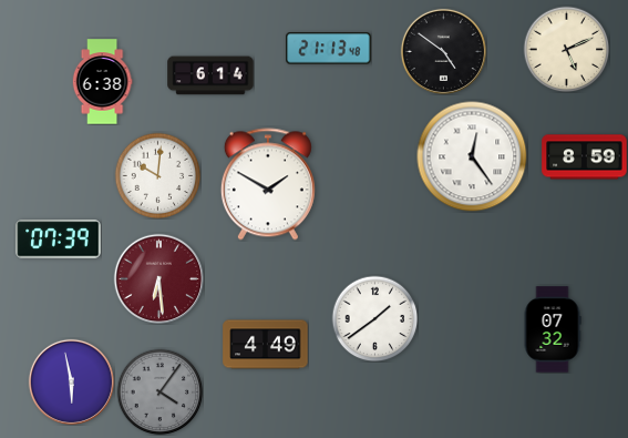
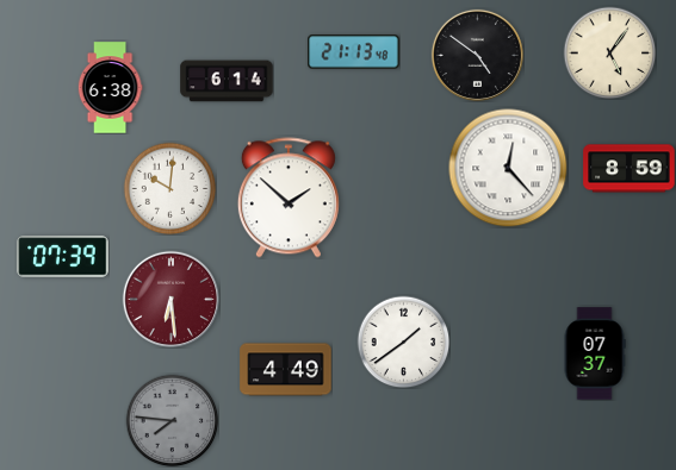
clock at (566, 49): 5:11 -> 5:06
clock at (472, 156): 12:24 -> 12:23
clock at (268, 184): 1:50 -> 1:52
clock at (553, 329): 07:32 -> 07:37
clock at (71, 381): 5:58 -> none
clock at (159, 391): 4:06 -> 7:46
